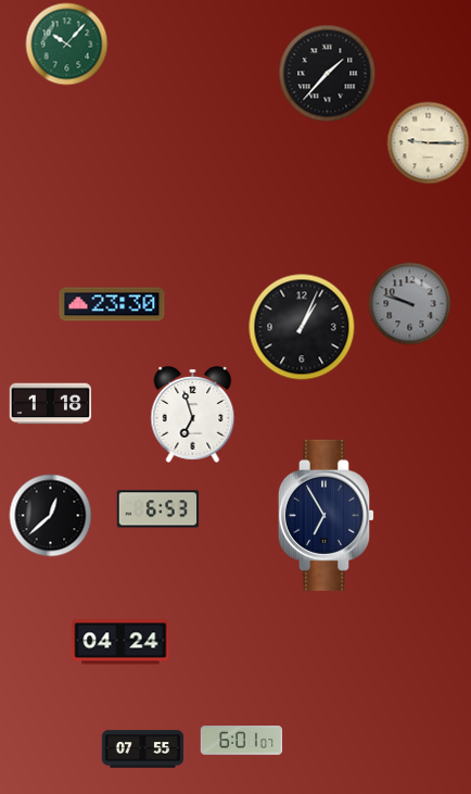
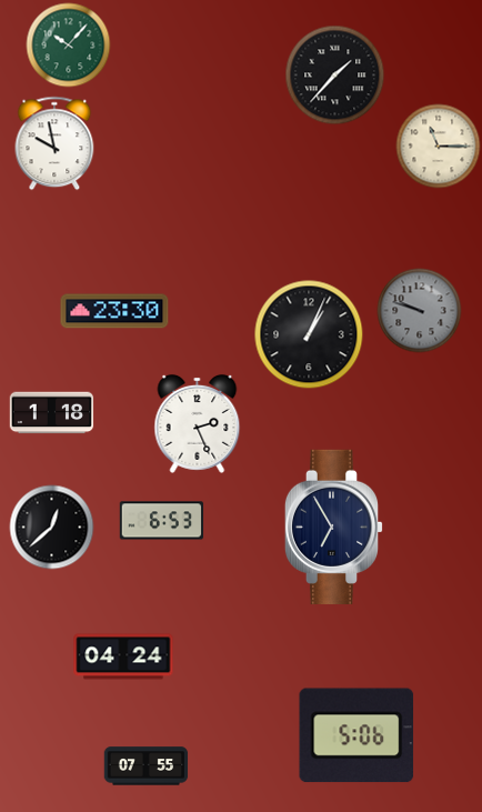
clock at (54, 143): none -> 9:58
clock at (429, 143): 9:15 -> 11:15
clock at (193, 414): 6:57 -> 2:26
clock at (357, 735): none -> 5:06
clock at (242, 741): 6:01 -> none
